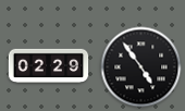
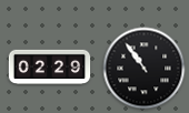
clock at (141, 67): 4:54 -> 10:54
